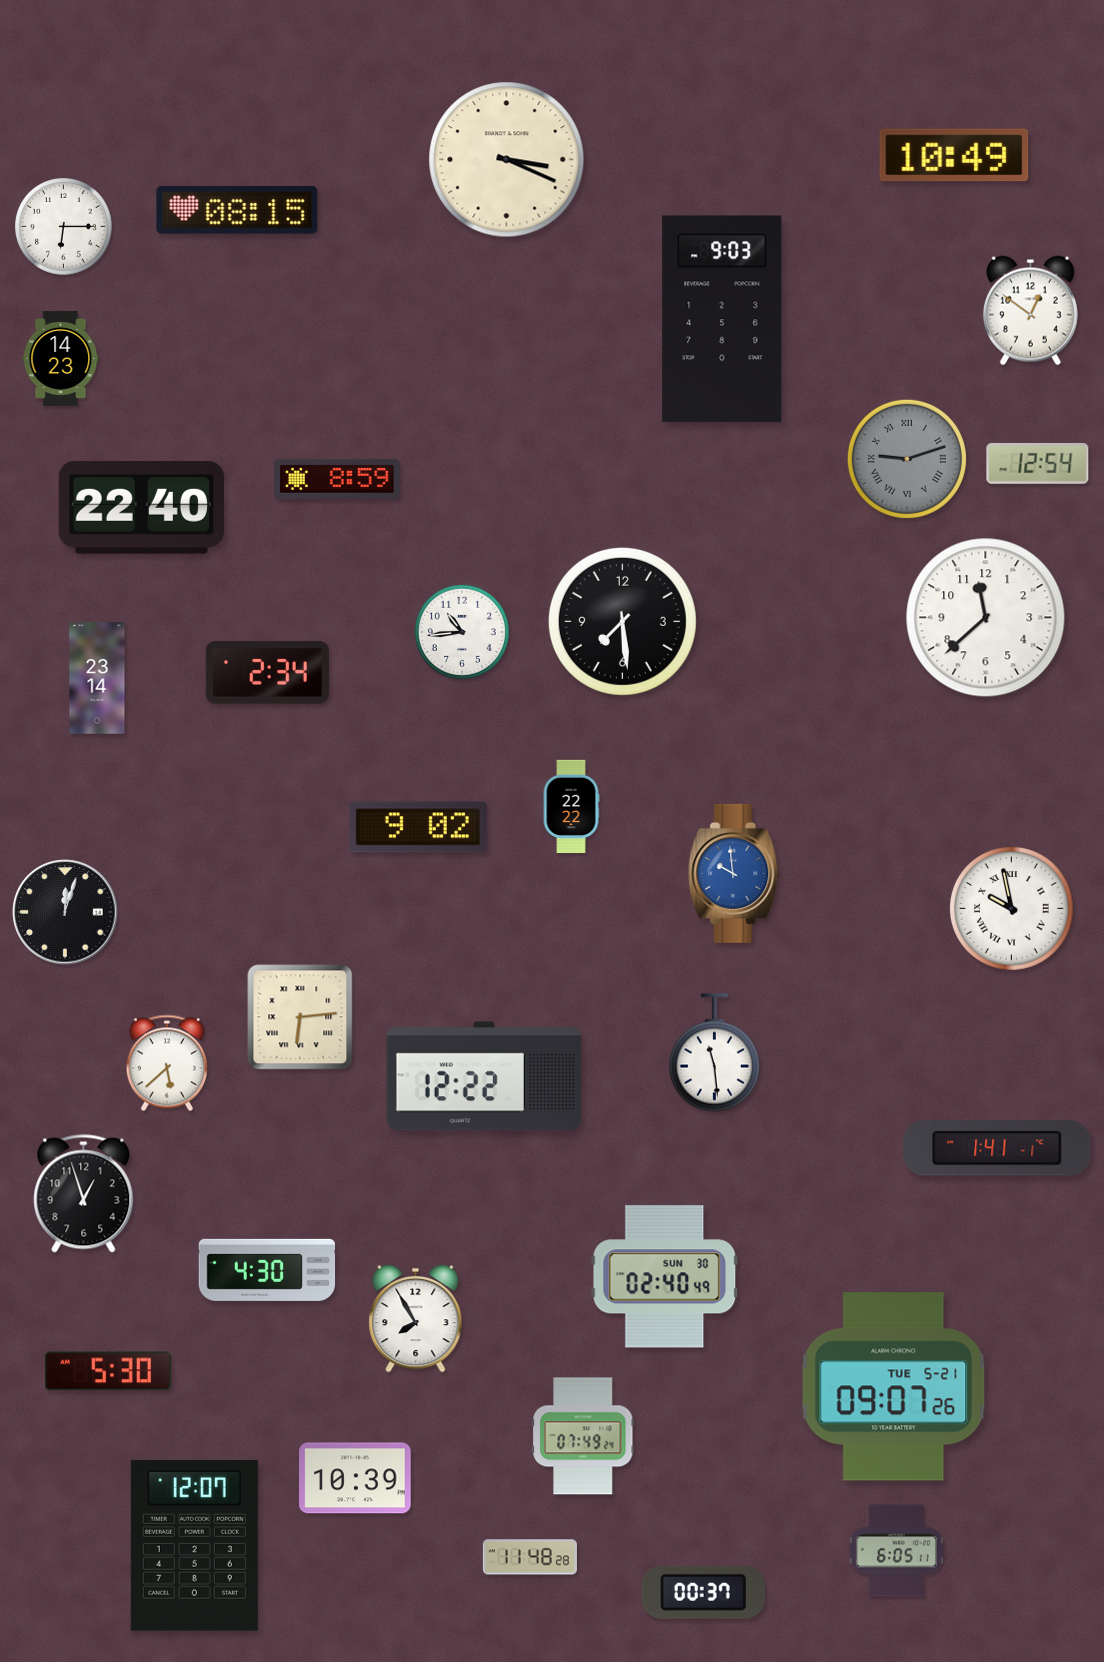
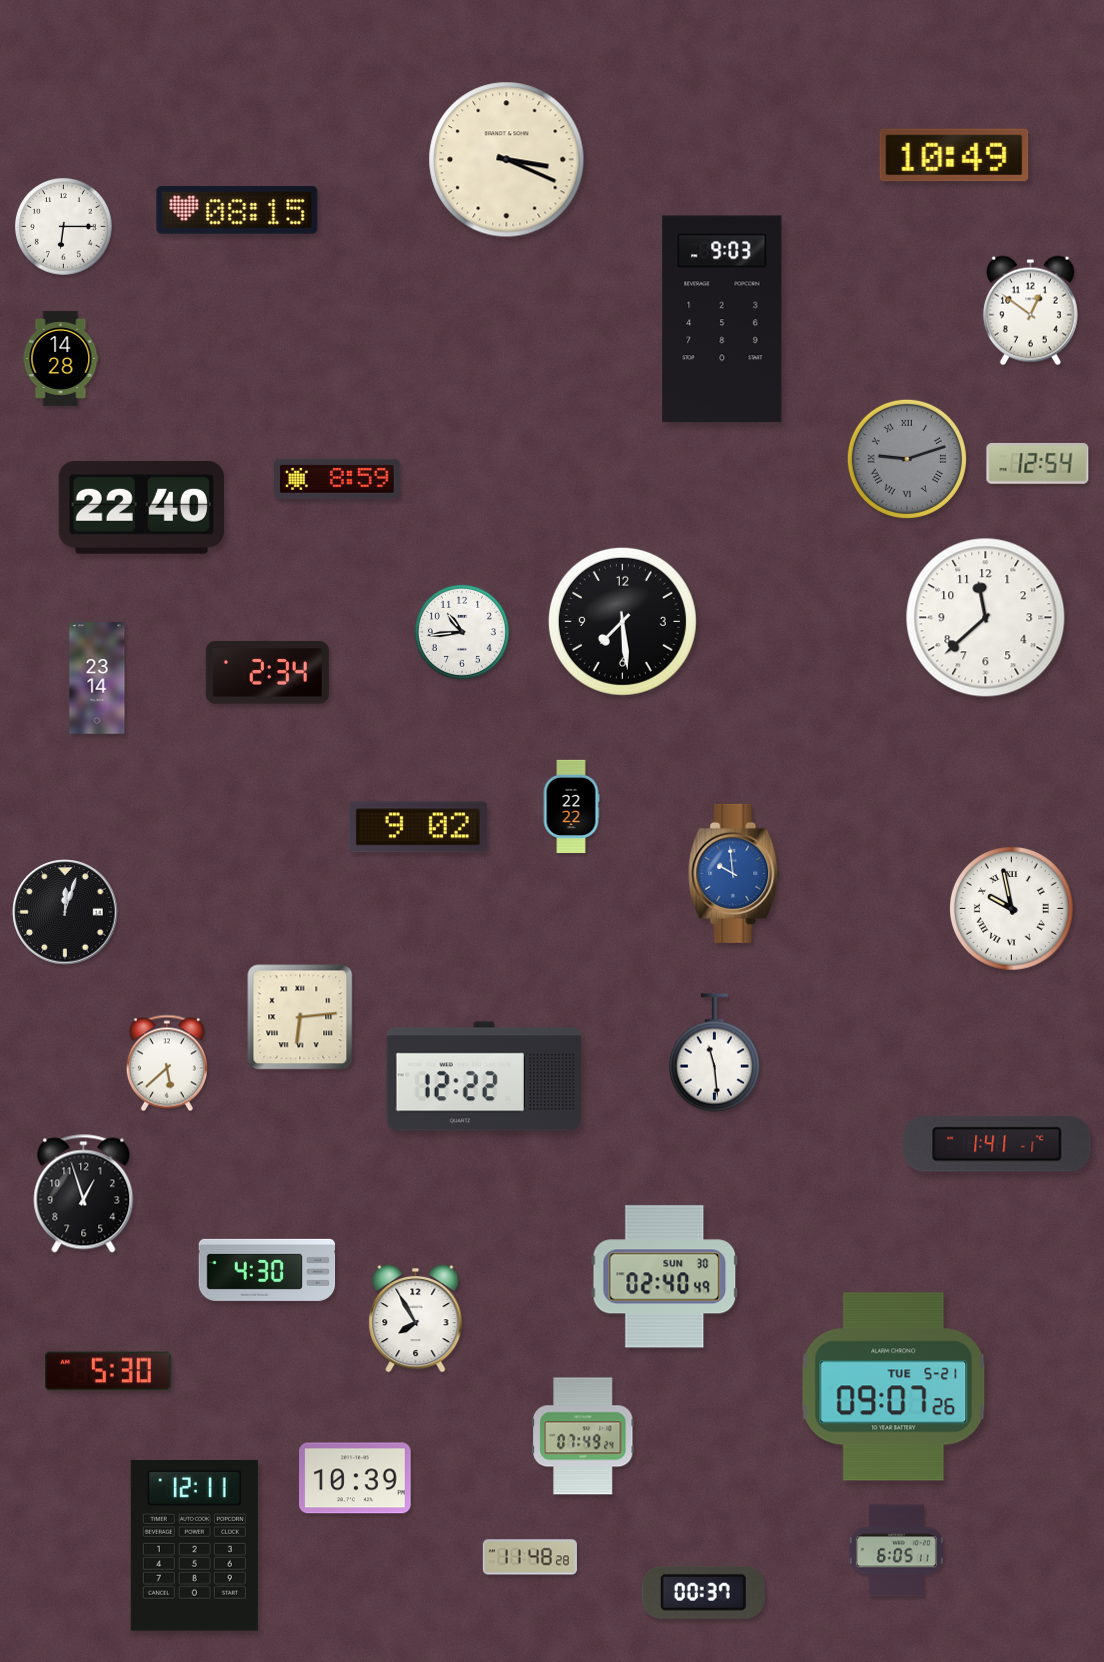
clock at (61, 358): 14:23 -> 14:28
clock at (997, 1148) position: (997, 1148) -> (997, 1144)
clock at (194, 1546): 12:07 -> 12:11
